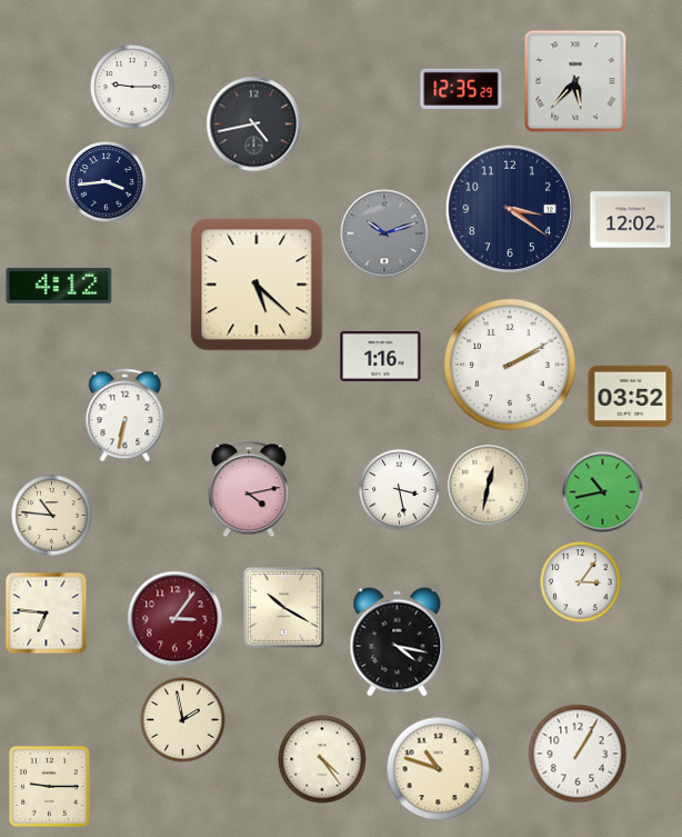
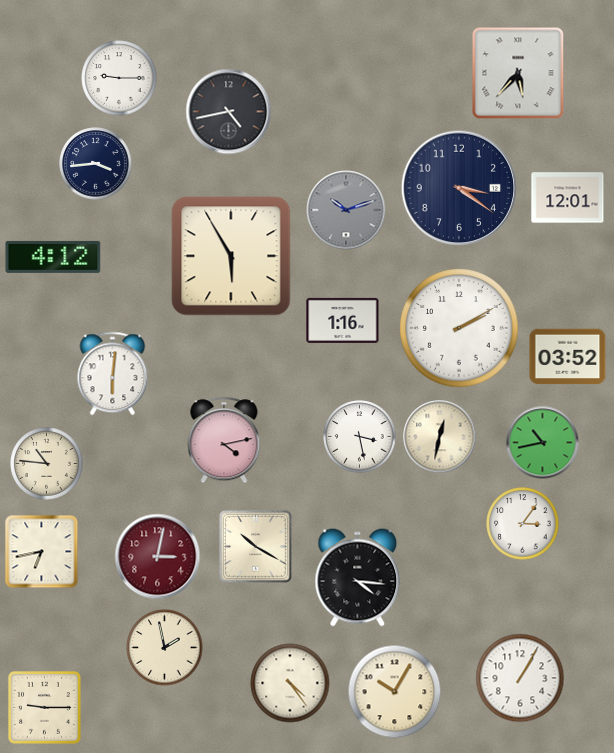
clock at (461, 88): 12:35 -> none
clock at (631, 220): 12:02 -> 12:01
clock at (257, 285): 5:22 -> 5:55
clock at (126, 416): 6:32 -> 6:01
clock at (400, 490) position: (400, 490) -> (360, 437)
clock at (47, 614): 6:46 -> 6:43
clock at (175, 619): 3:06 -> 3:02
clock at (398, 642): 4:17 -> 4:16
clock at (439, 769): 10:48 -> 10:05
